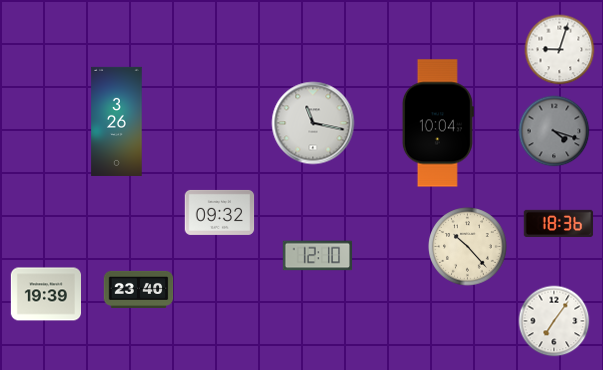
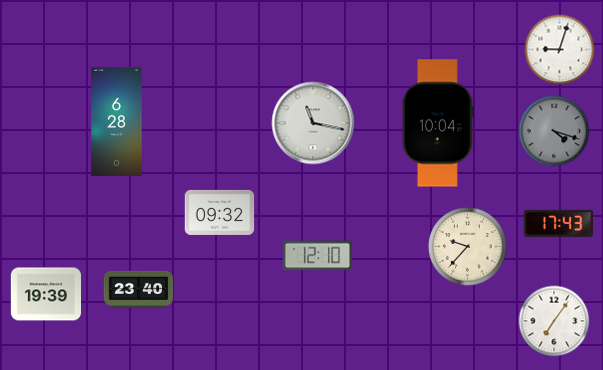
clock at (117, 121): 3:26 -> 6:28
clock at (559, 223): 18:36 -> 17:43
clock at (468, 247): 10:23 -> 9:37
